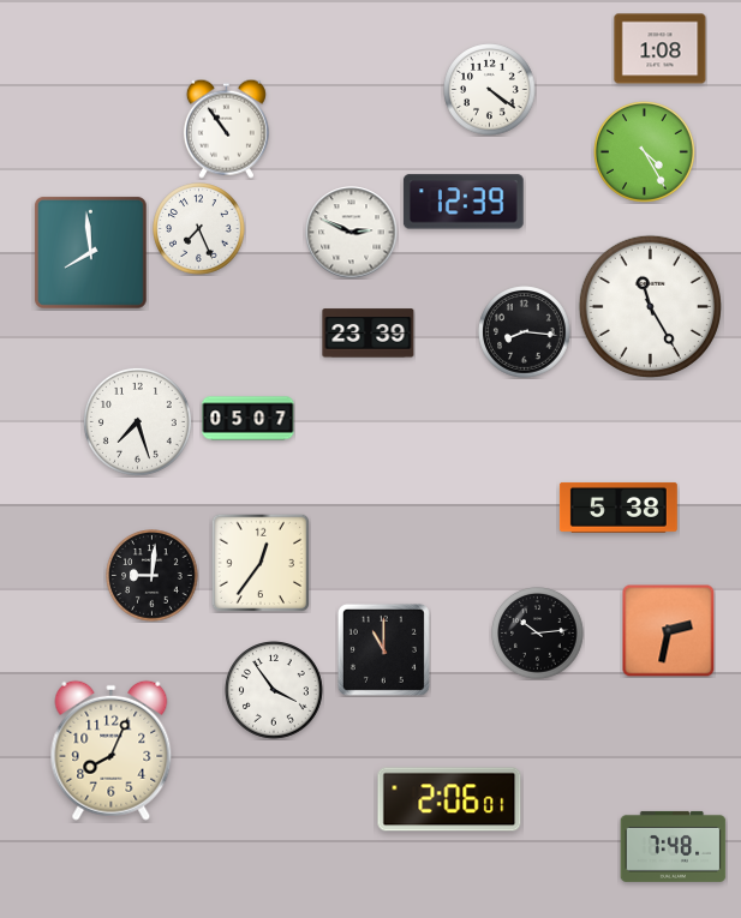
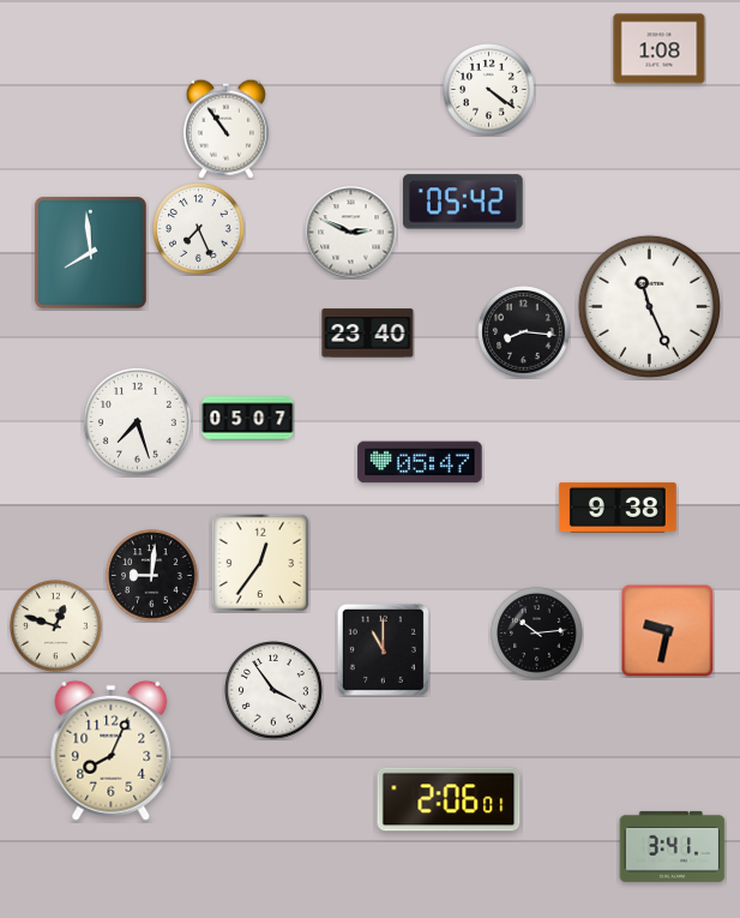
clock at (645, 152): 4:25 -> none
clock at (464, 202): 12:39 -> 05:42
clock at (650, 306): 11:25 -> 11:26
clock at (369, 334): 23:39 -> 23:40
clock at (420, 462): none -> 05:47
clock at (619, 508): 5:38 -> 9:38
clock at (56, 626): none -> 12:48
clock at (668, 630): 2:32 -> 9:32
clock at (674, 846): 7:48 -> 3:41
